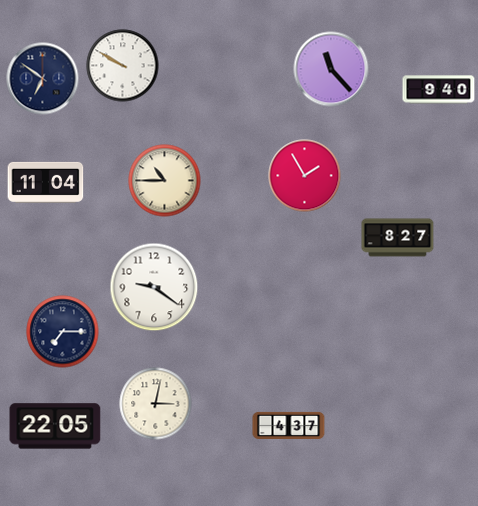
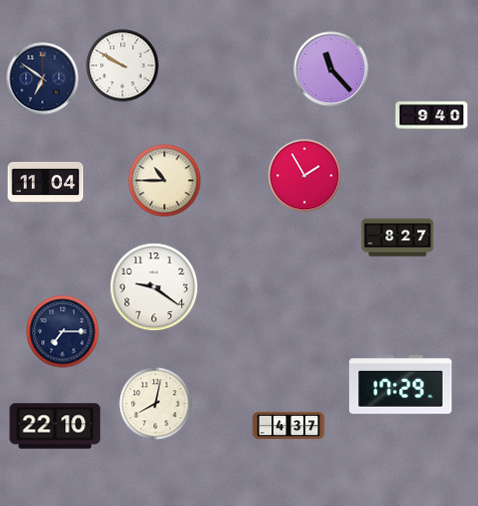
clock at (439, 90) position: (439, 90) -> (432, 116)
clock at (401, 385): none -> 17:29
clock at (156, 404): 3:02 -> 8:02
clock at (55, 426): 22:05 -> 22:10
